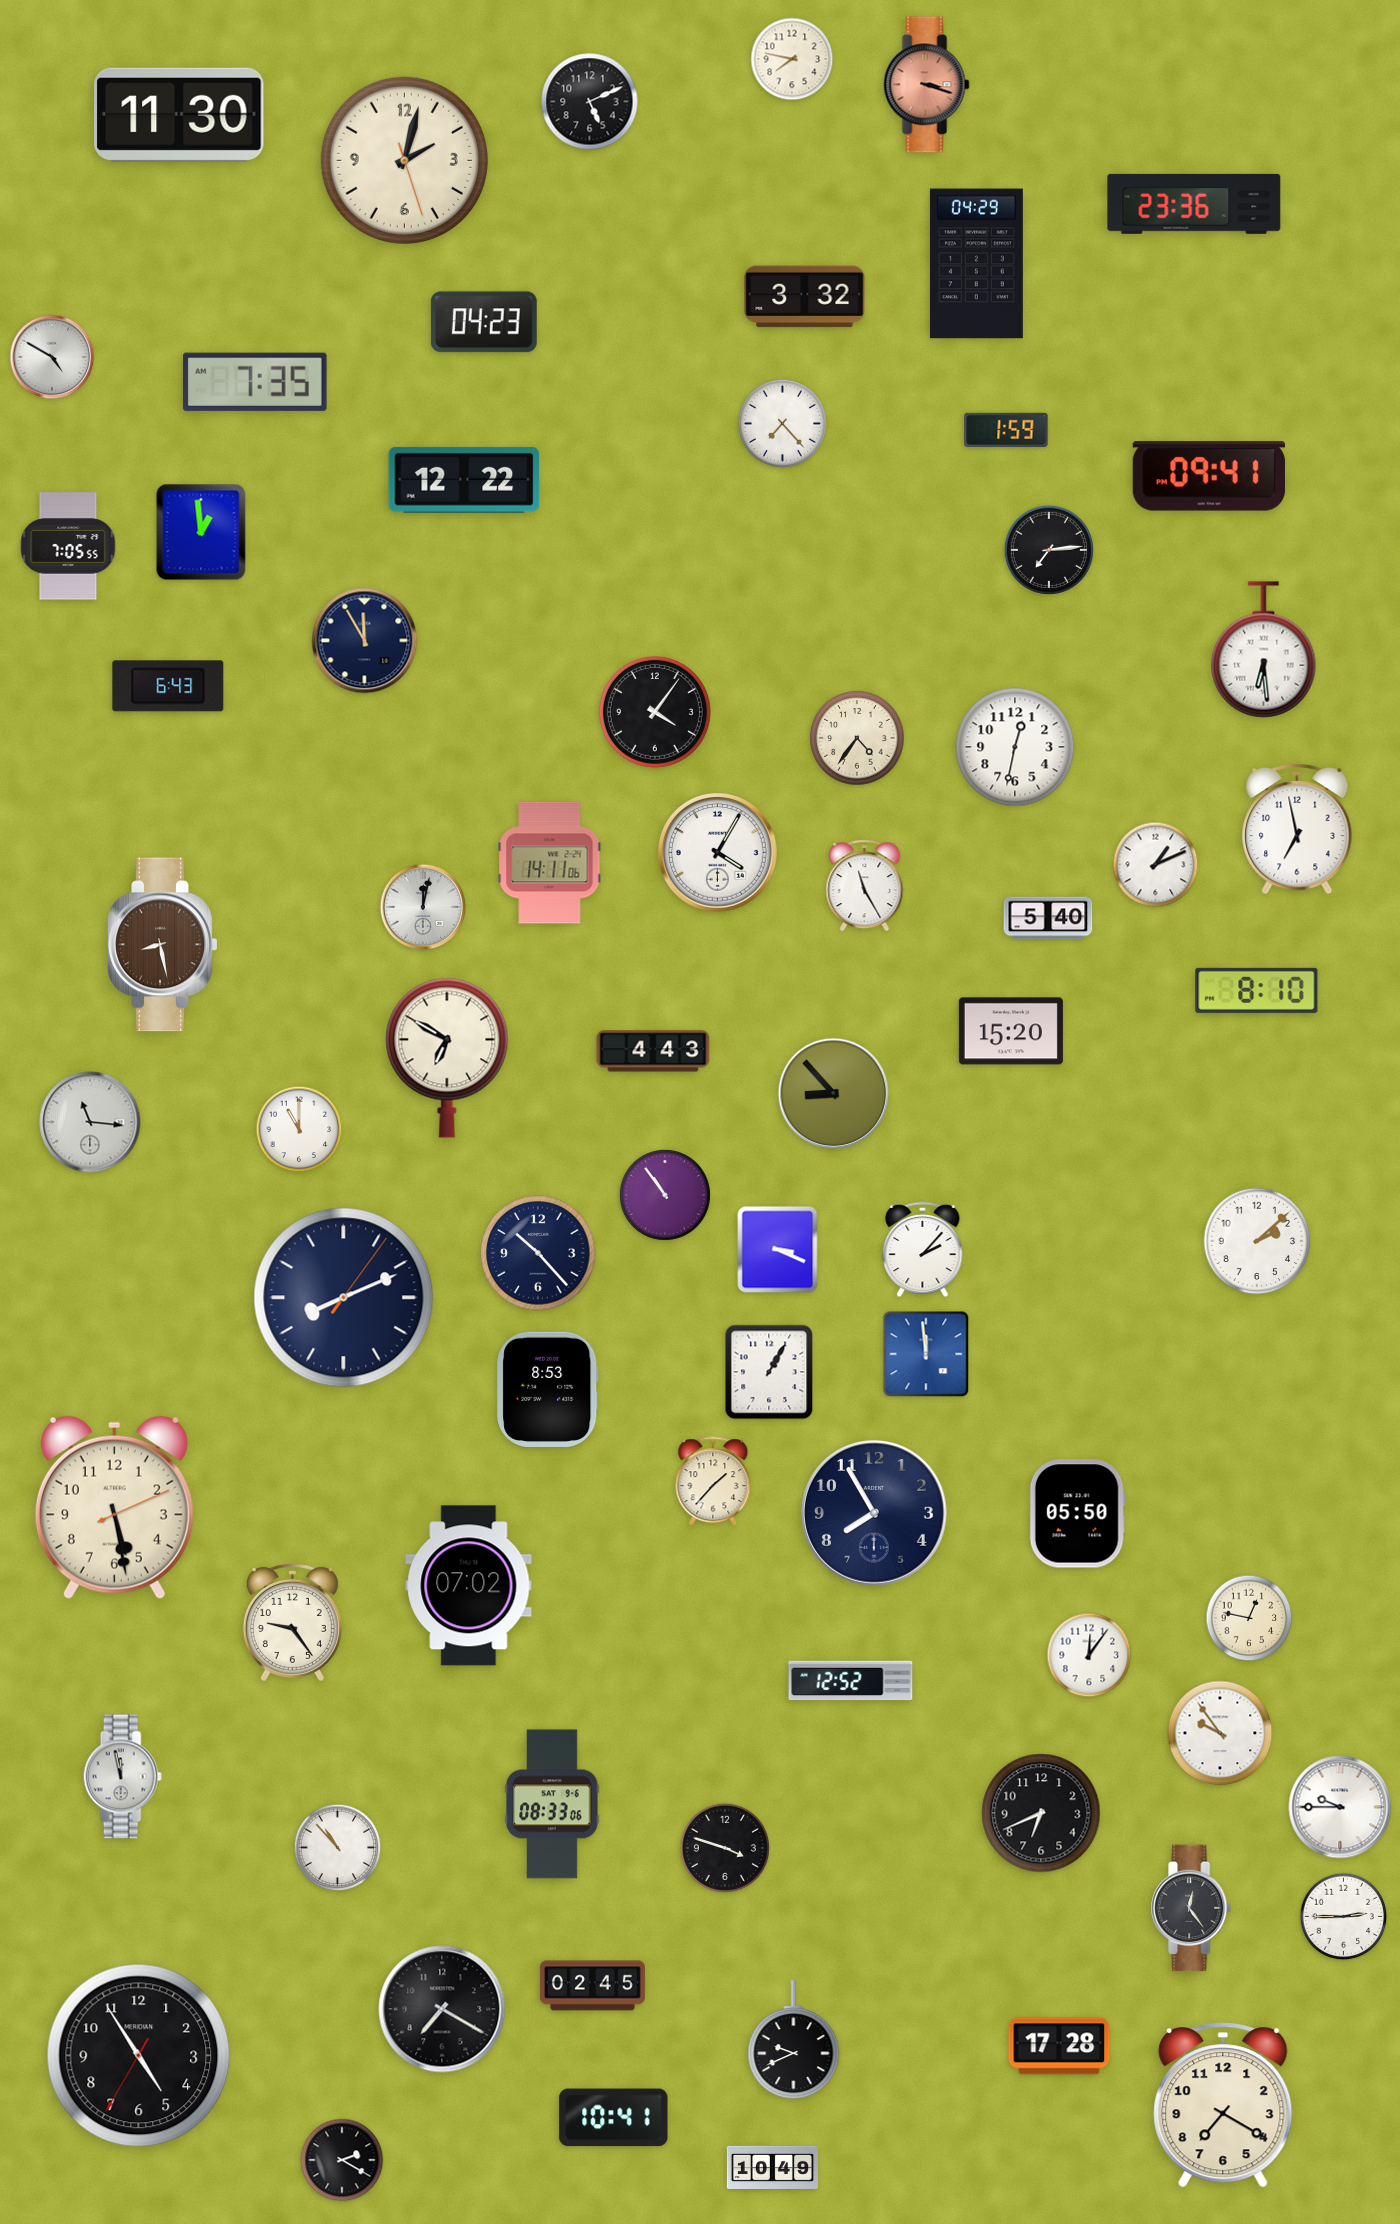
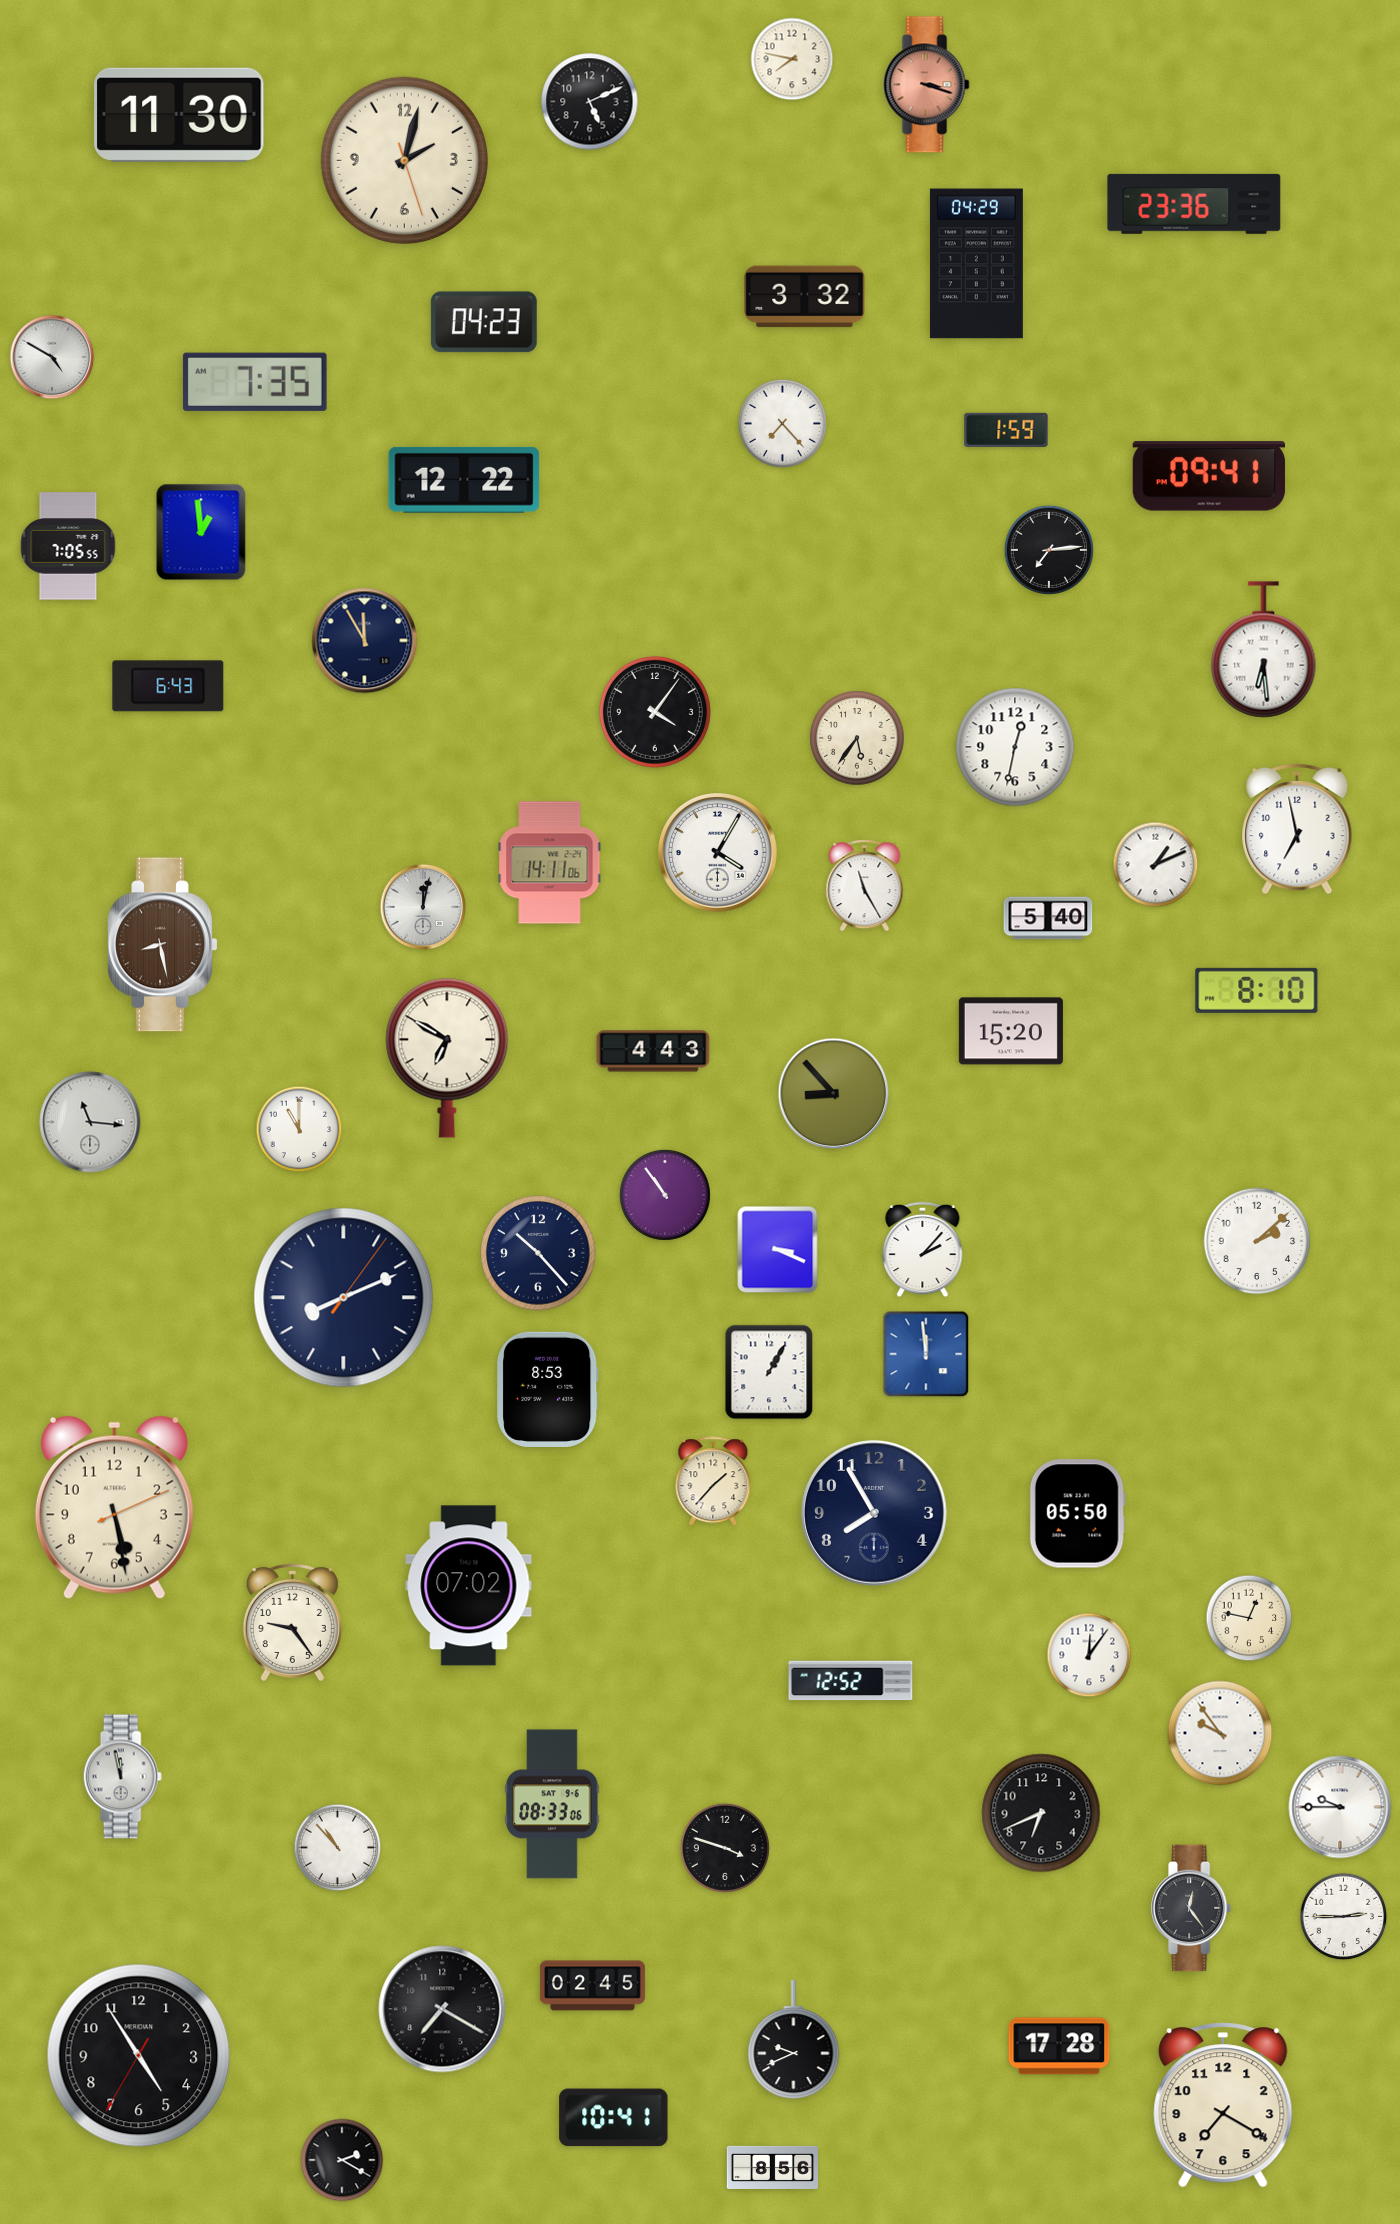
clock at (857, 738): 4:36 -> 5:36
clock at (772, 2167): 10:49 -> 8:56
